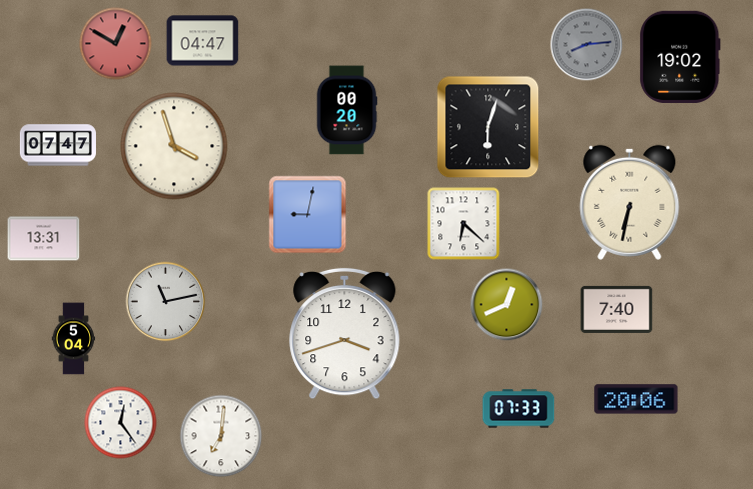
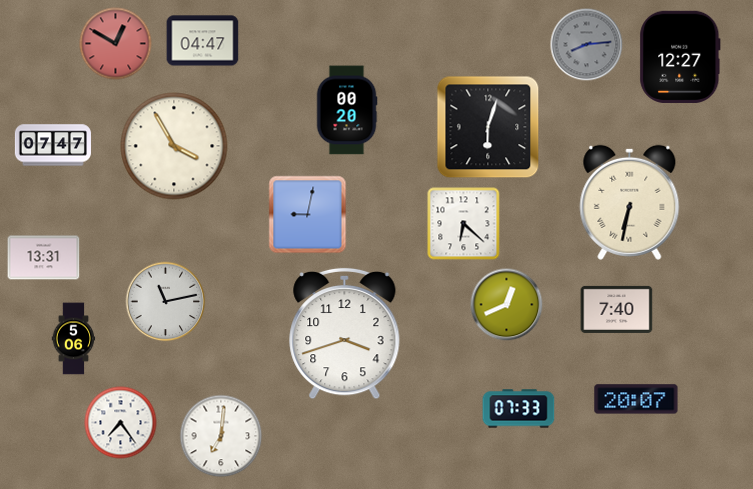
clock at (680, 57): 19:02 -> 12:27
clock at (58, 145) position: (58, 145) -> (53, 145)
clock at (174, 146): 3:57 -> 3:55
clock at (44, 239) position: (44, 239) -> (44, 258)
clock at (74, 339): 5:04 -> 5:06
clock at (636, 399): 20:06 -> 20:07
clock at (121, 423): 12:24 -> 7:24
